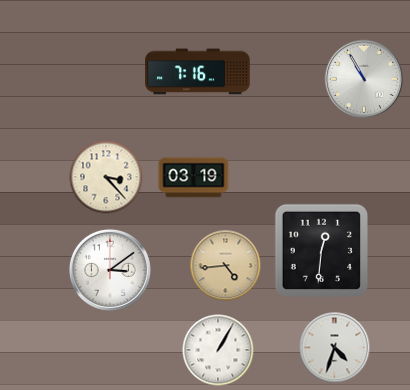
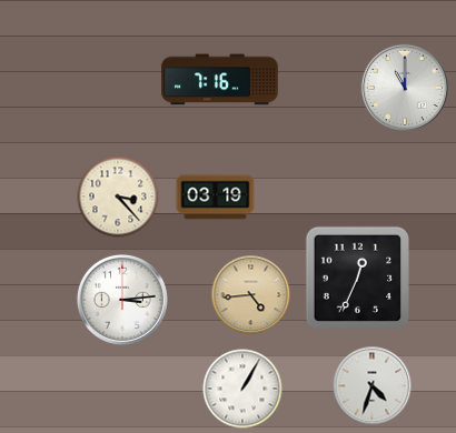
clock at (363, 78): 10:55 -> 11:00
clock at (322, 251): 12:31 -> 12:34
clock at (110, 270): 3:09 -> 3:14
